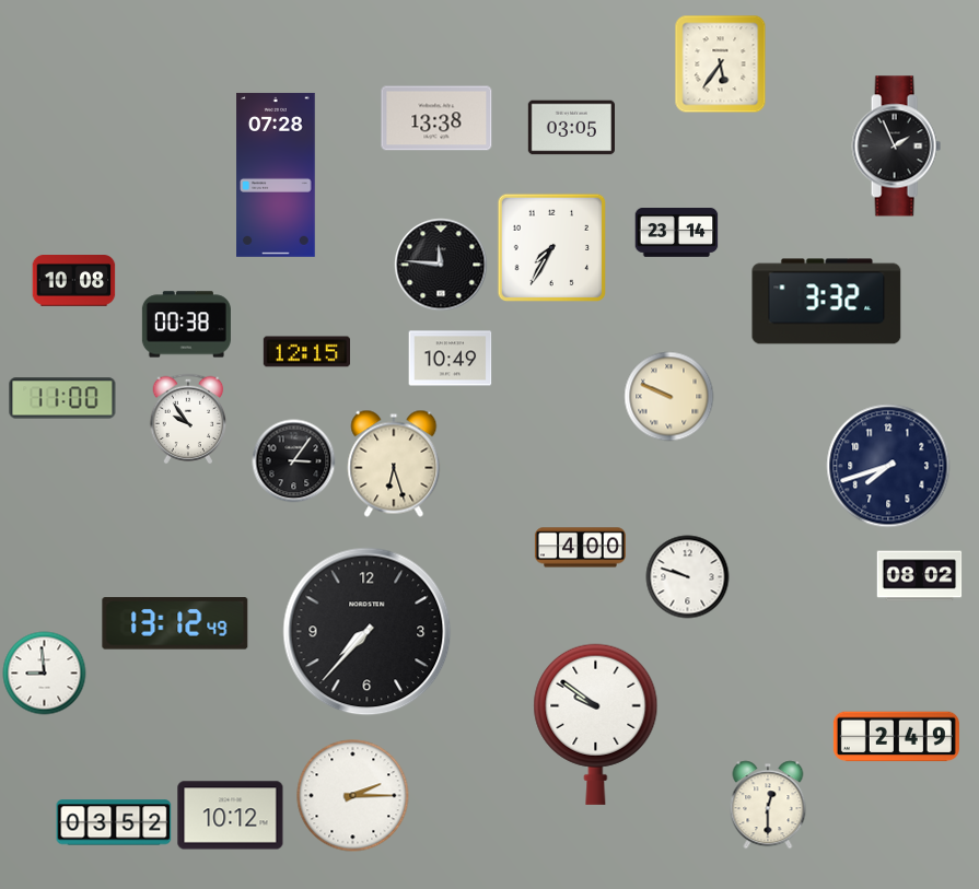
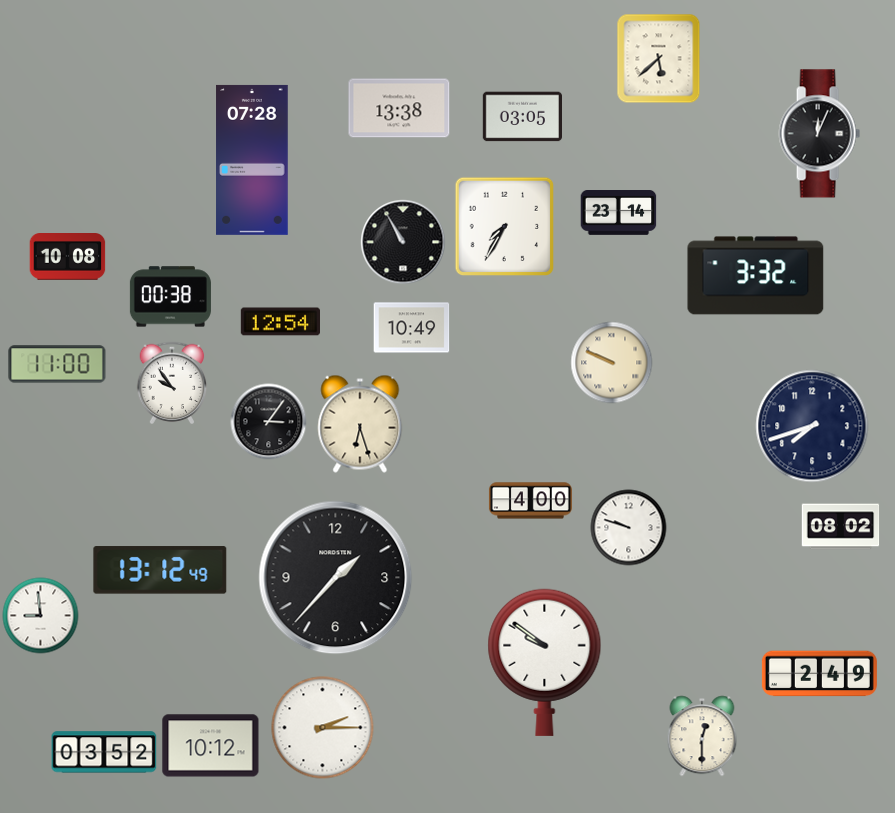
clock at (721, 65): 5:36 -> 5:38
clock at (896, 147): 1:56 -> 12:04
clock at (441, 265): 11:46 -> 10:55
clock at (306, 352): 12:15 -> 12:54
clock at (368, 632): 7:37 -> 1:37
